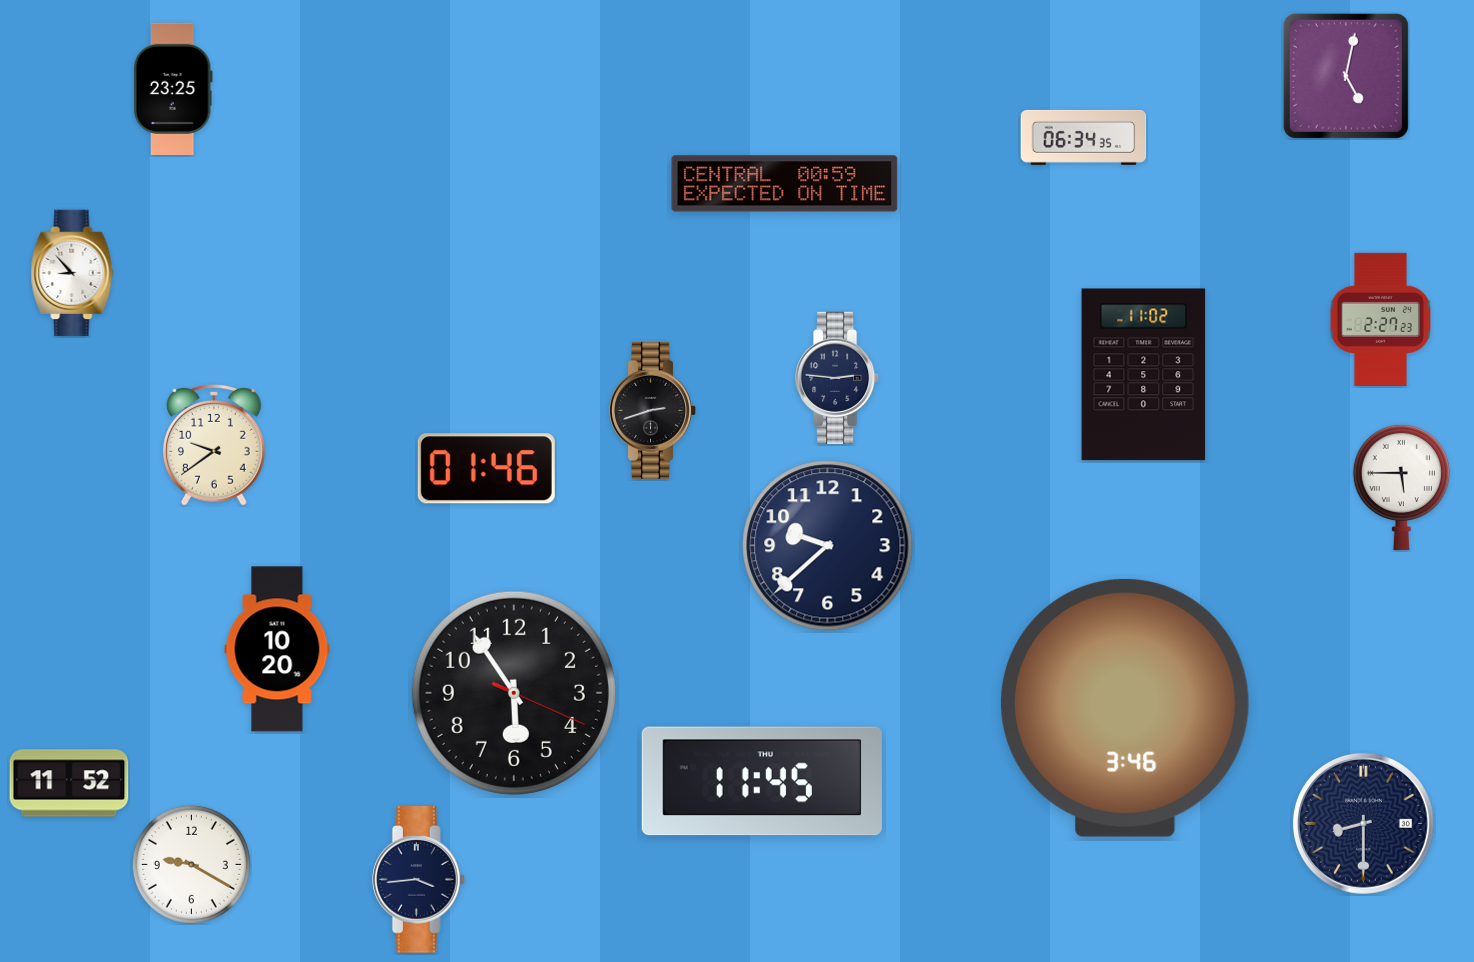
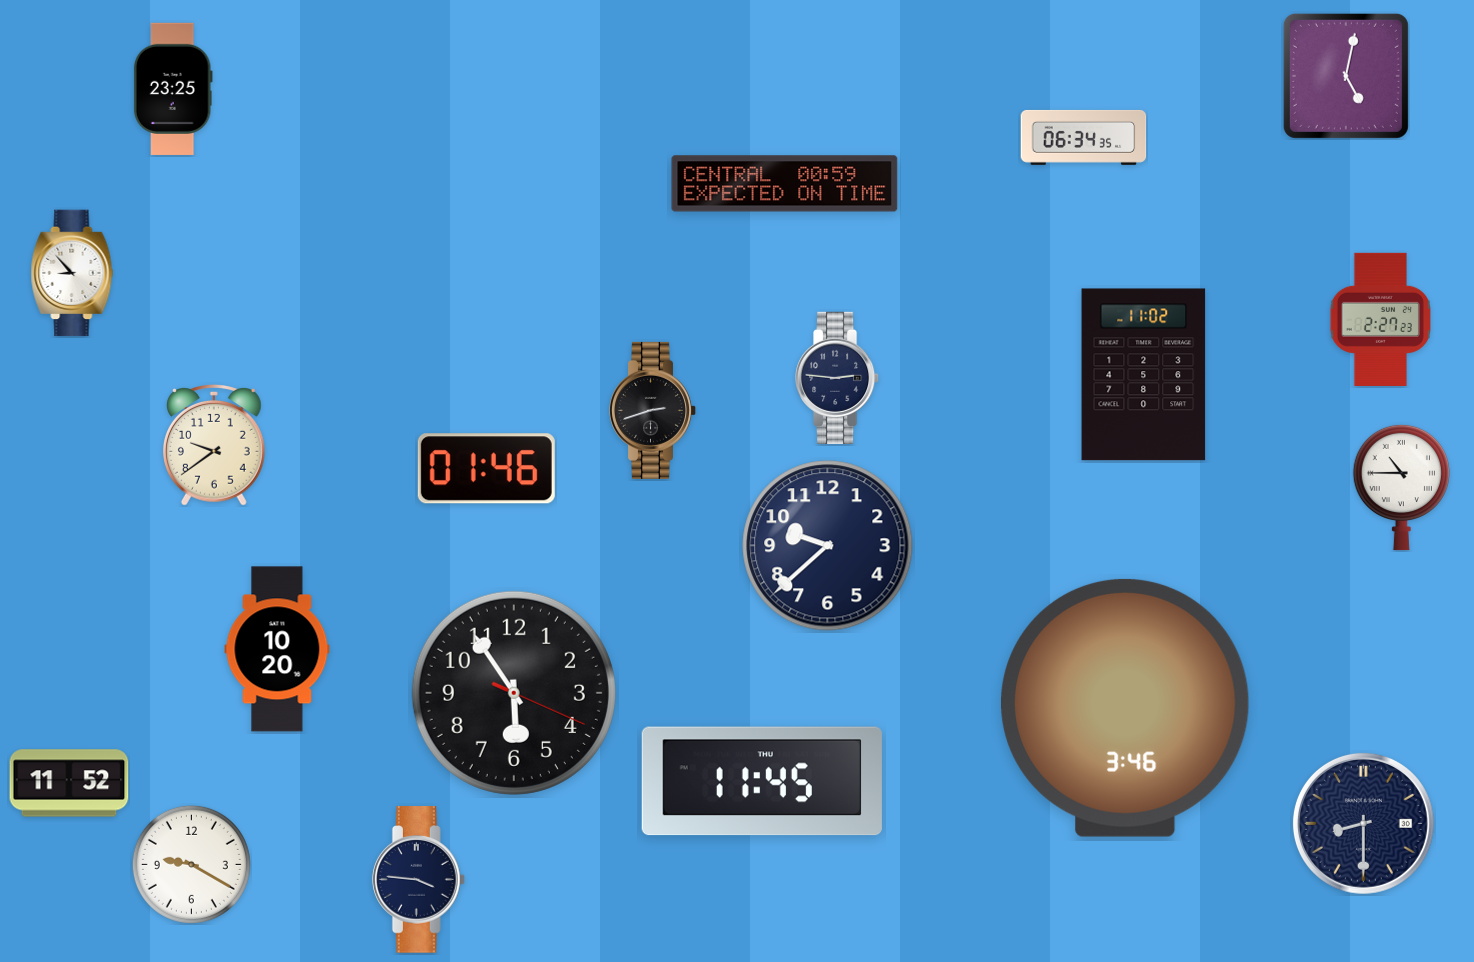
clock at (1401, 487): 5:45 -> 10:45
clock at (418, 880): 3:44 -> 3:46
